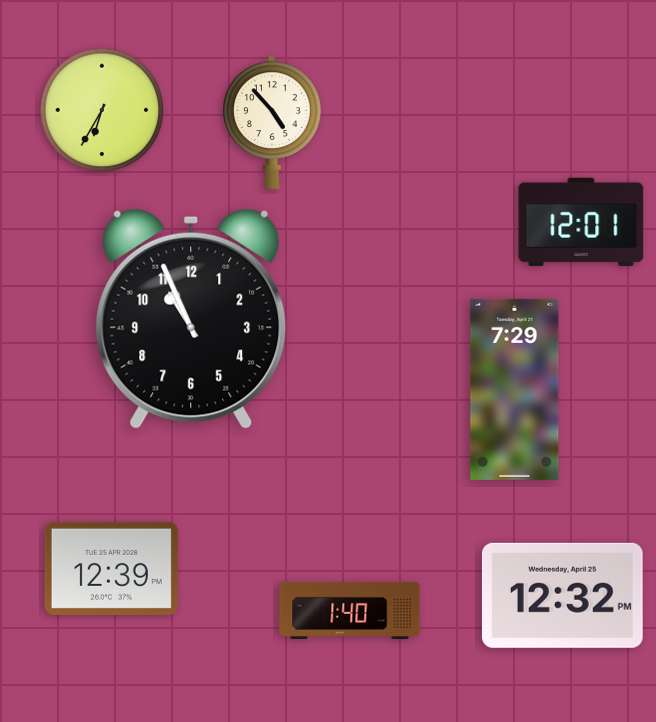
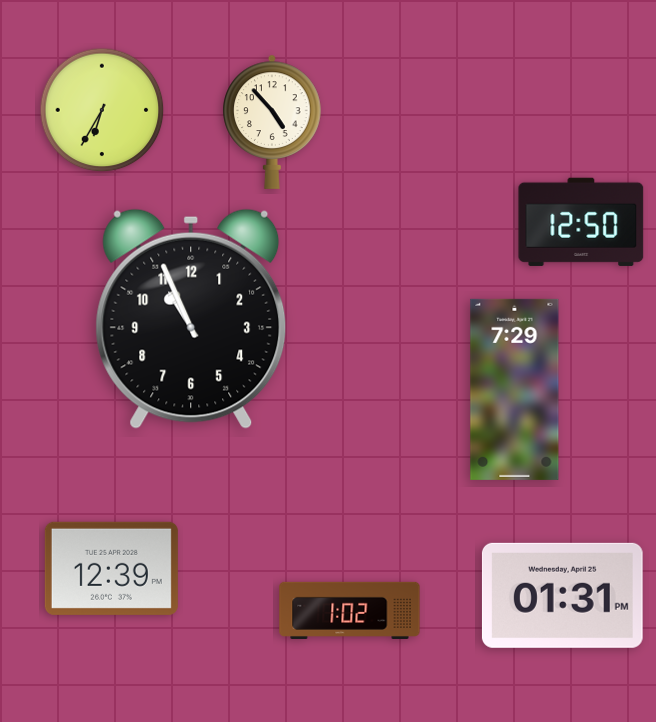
clock at (581, 222): 12:01 -> 12:50
clock at (562, 595): 12:32 -> 01:31
clock at (350, 610): 1:40 -> 1:02
